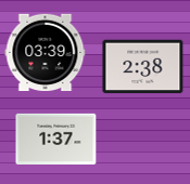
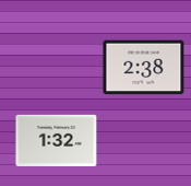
clock at (46, 53): 03:39 -> none
clock at (56, 139): 1:37 -> 1:32
